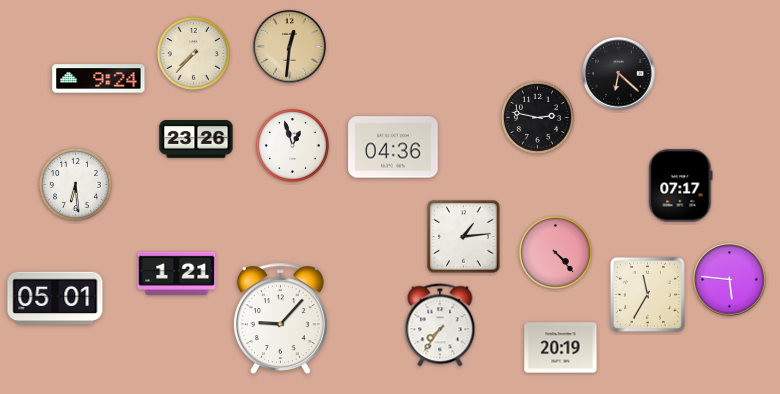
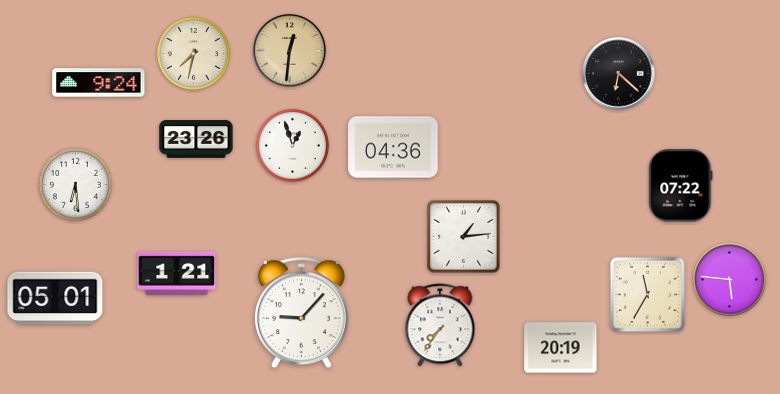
clock at (290, 47) position: (290, 47) -> (290, 51)
clock at (193, 53): 7:37 -> 7:32
clock at (99, 79) position: (99, 79) -> (99, 83)
clock at (537, 117): 2:47 -> none
clock at (681, 186): 07:17 -> 07:22
clock at (555, 252): 4:23 -> none
clock at (280, 318) position: (280, 318) -> (301, 312)
